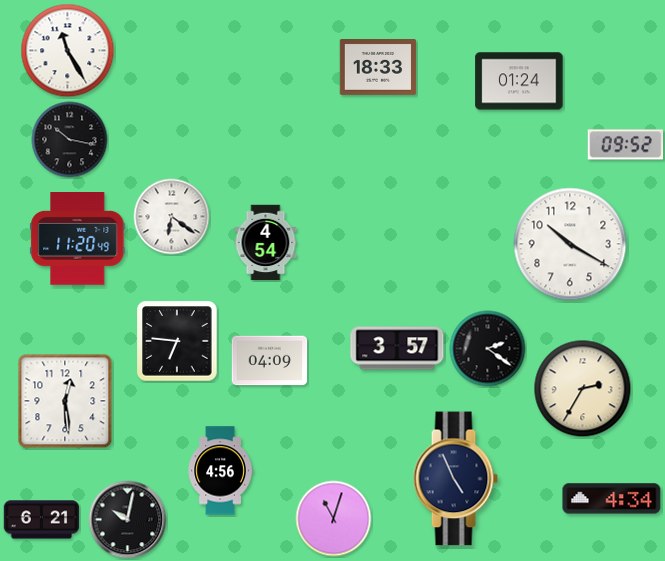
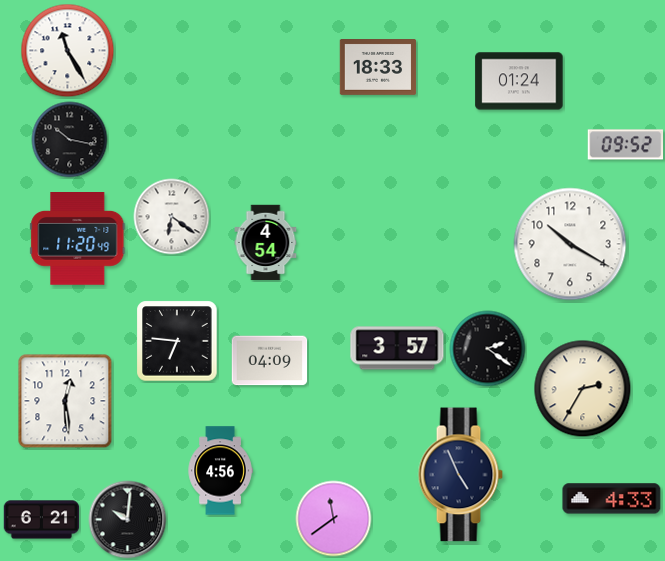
clock at (455, 479) position: (455, 479) -> (460, 475)
clock at (612, 499): 4:34 -> 4:33
clock at (334, 519): 11:03 -> 11:39
clock at (128, 520): 10:02 -> 10:01
